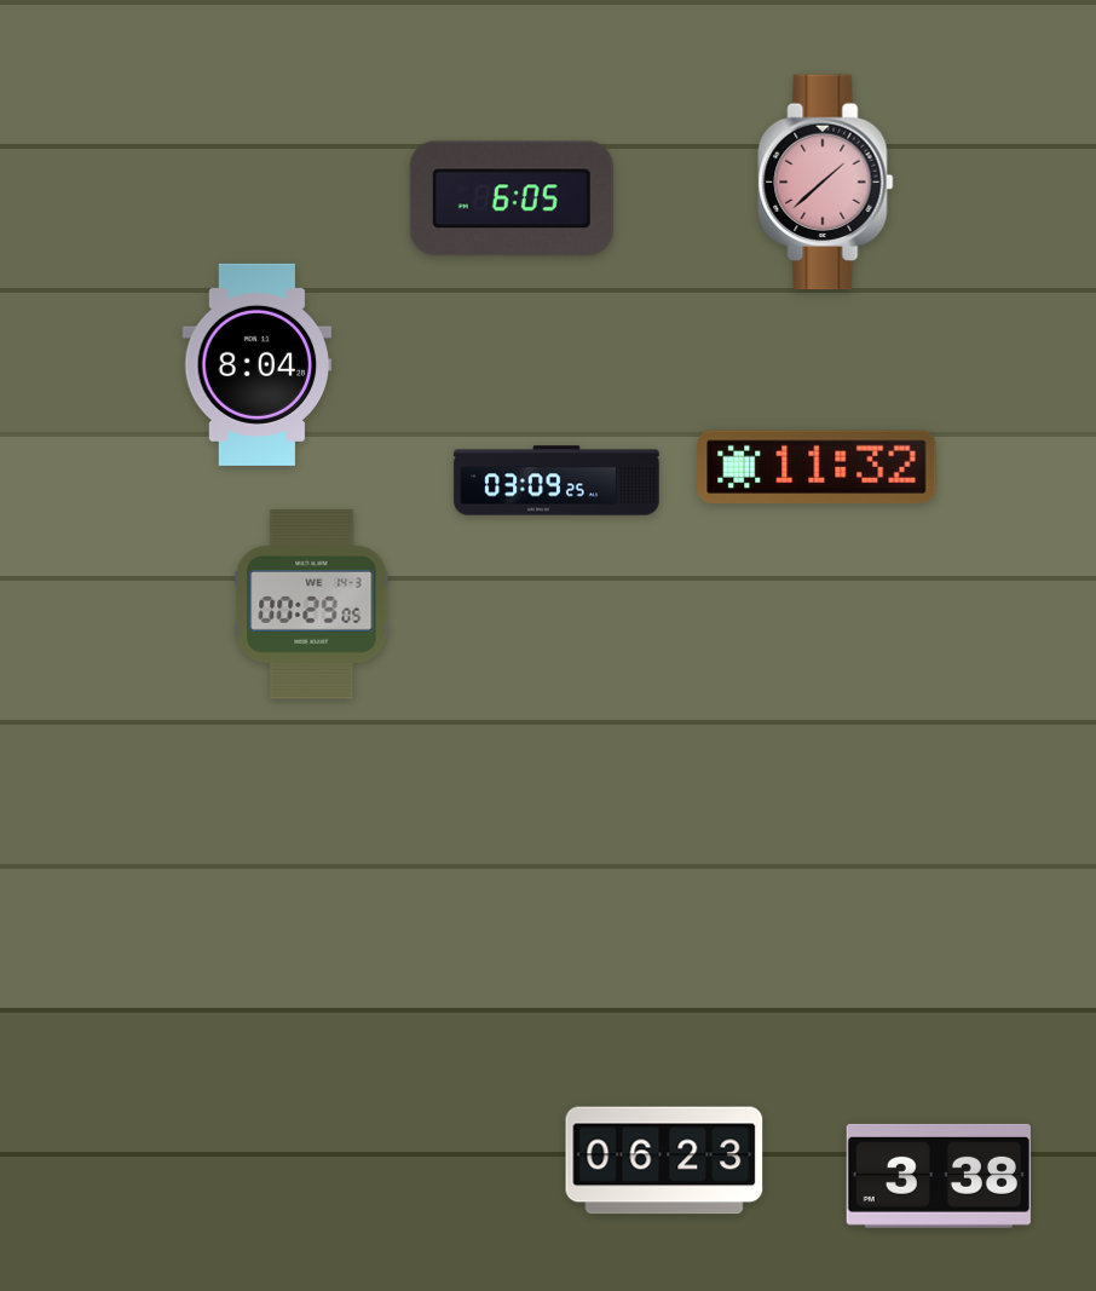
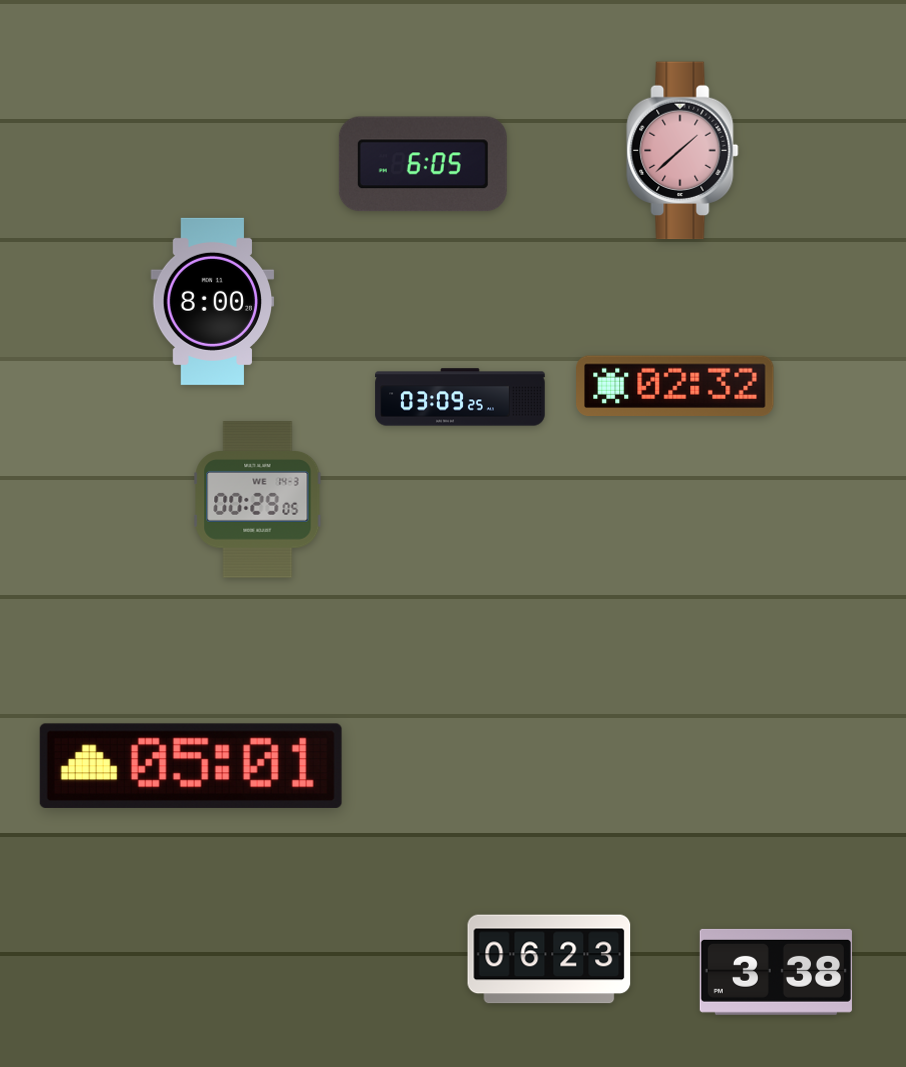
clock at (258, 364): 8:04 -> 8:00
clock at (817, 467): 11:32 -> 02:32
clock at (191, 766): none -> 05:01
